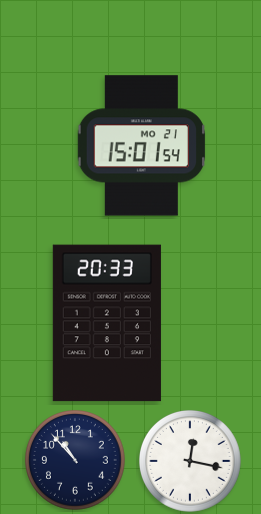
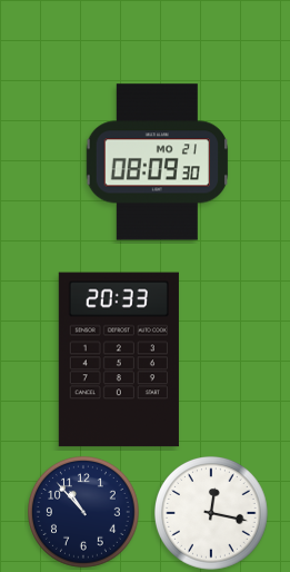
clock at (141, 146): 15:01 -> 08:09
